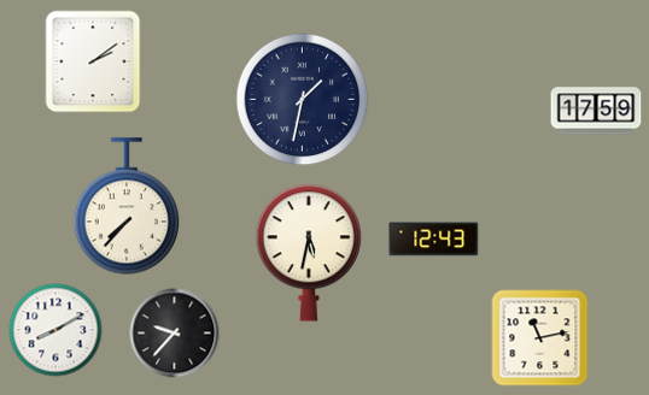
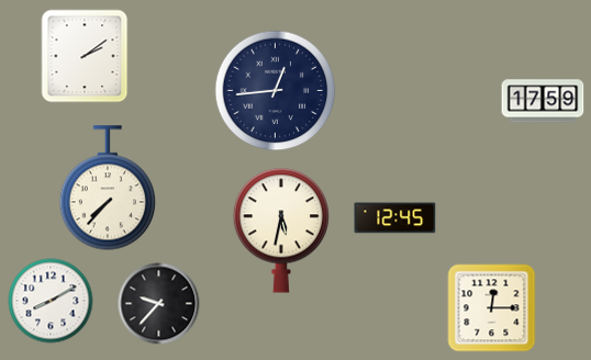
clock at (303, 100): 1:32 -> 12:44
clock at (125, 206) position: (125, 206) -> (107, 188)
clock at (434, 240): 12:43 -> 12:45
clock at (540, 338): 11:13 -> 12:15
